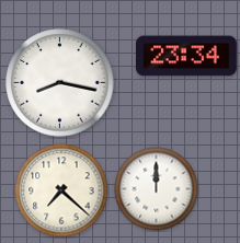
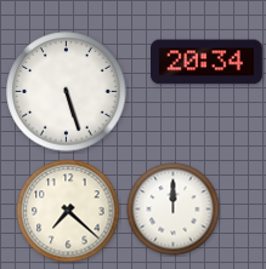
clock at (187, 56): 23:34 -> 20:34
clock at (60, 83): 8:17 -> 5:27
